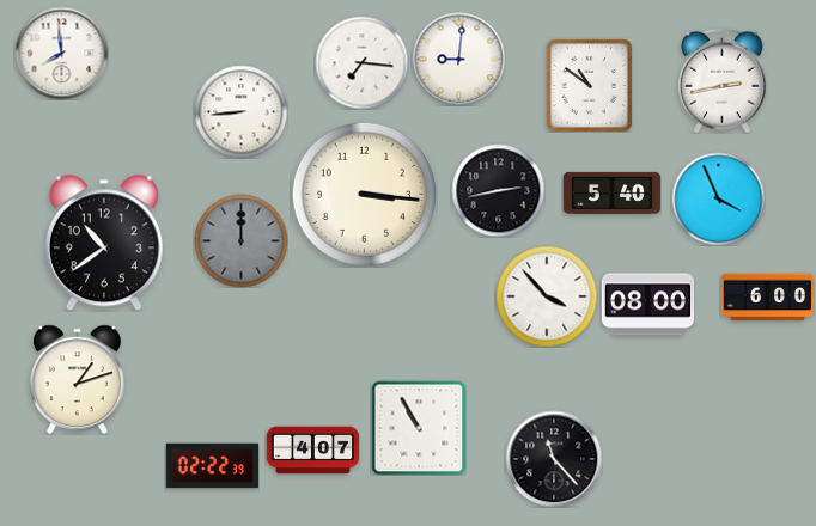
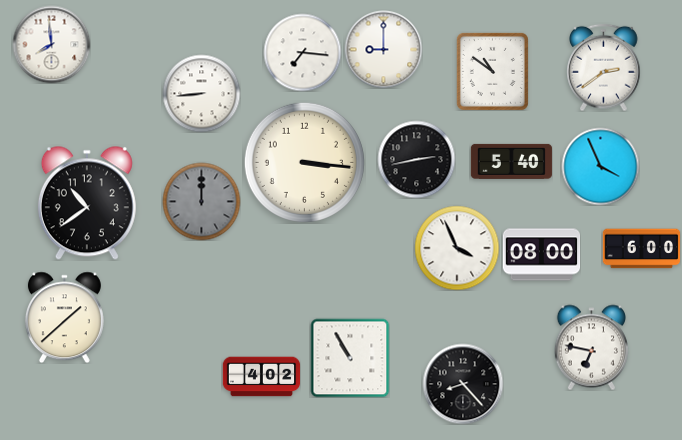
clock at (458, 59): 9:01 -> 9:00
clock at (723, 80): 2:43 -> 2:39
clock at (547, 296): 3:53 -> 3:56
clock at (77, 379): 1:12 -> 1:38
clock at (591, 347): none -> 6:47
clock at (312, 451): 4:07 -> 4:02
clock at (554, 459): 11:23 -> 8:23
clock at (212, 466): 02:22 -> none
